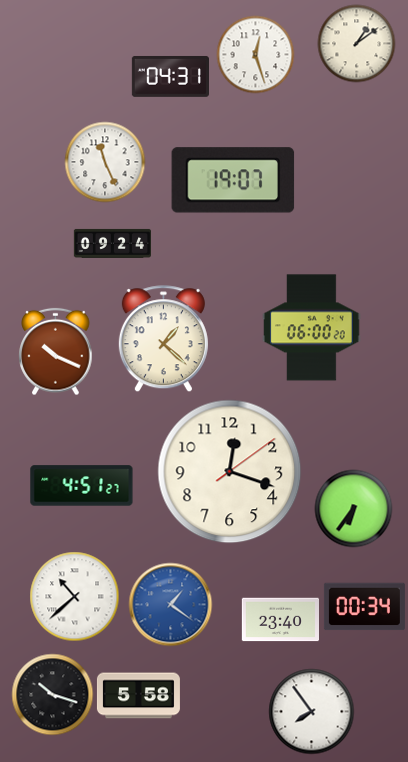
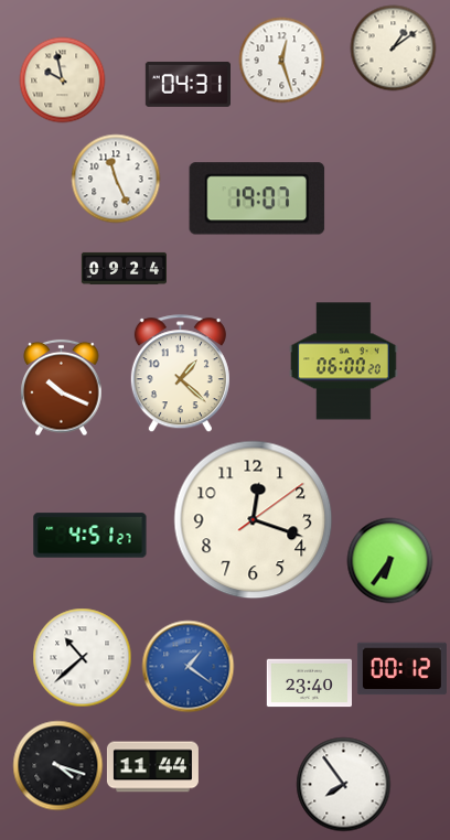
clock at (62, 79): none -> 9:58
clock at (364, 607): 00:34 -> 00:12
clock at (52, 694): 10:18 -> 4:18
clock at (138, 696): 5:58 -> 11:44
